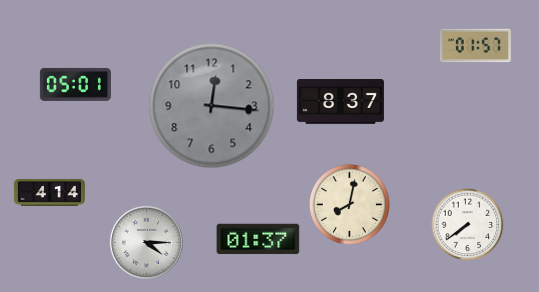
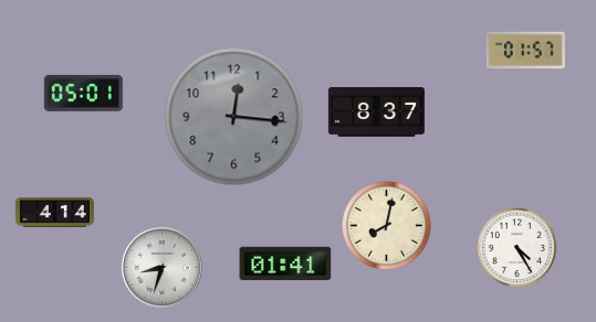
clock at (468, 225): 7:39 -> 4:25
clock at (258, 239): 01:37 -> 01:41
clock at (146, 242): 4:15 -> 8:33
